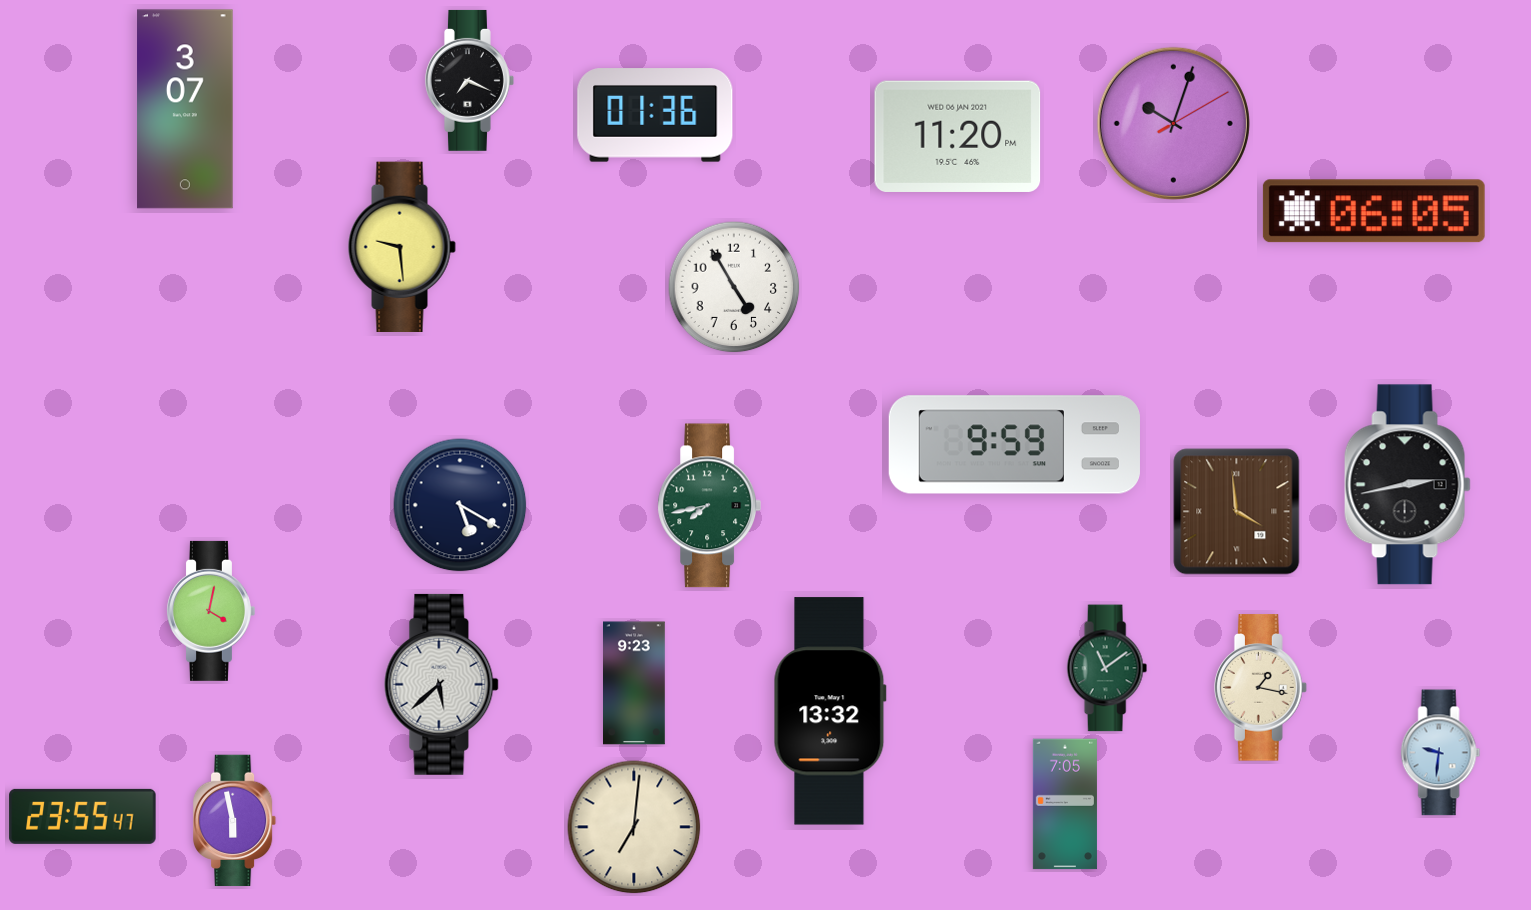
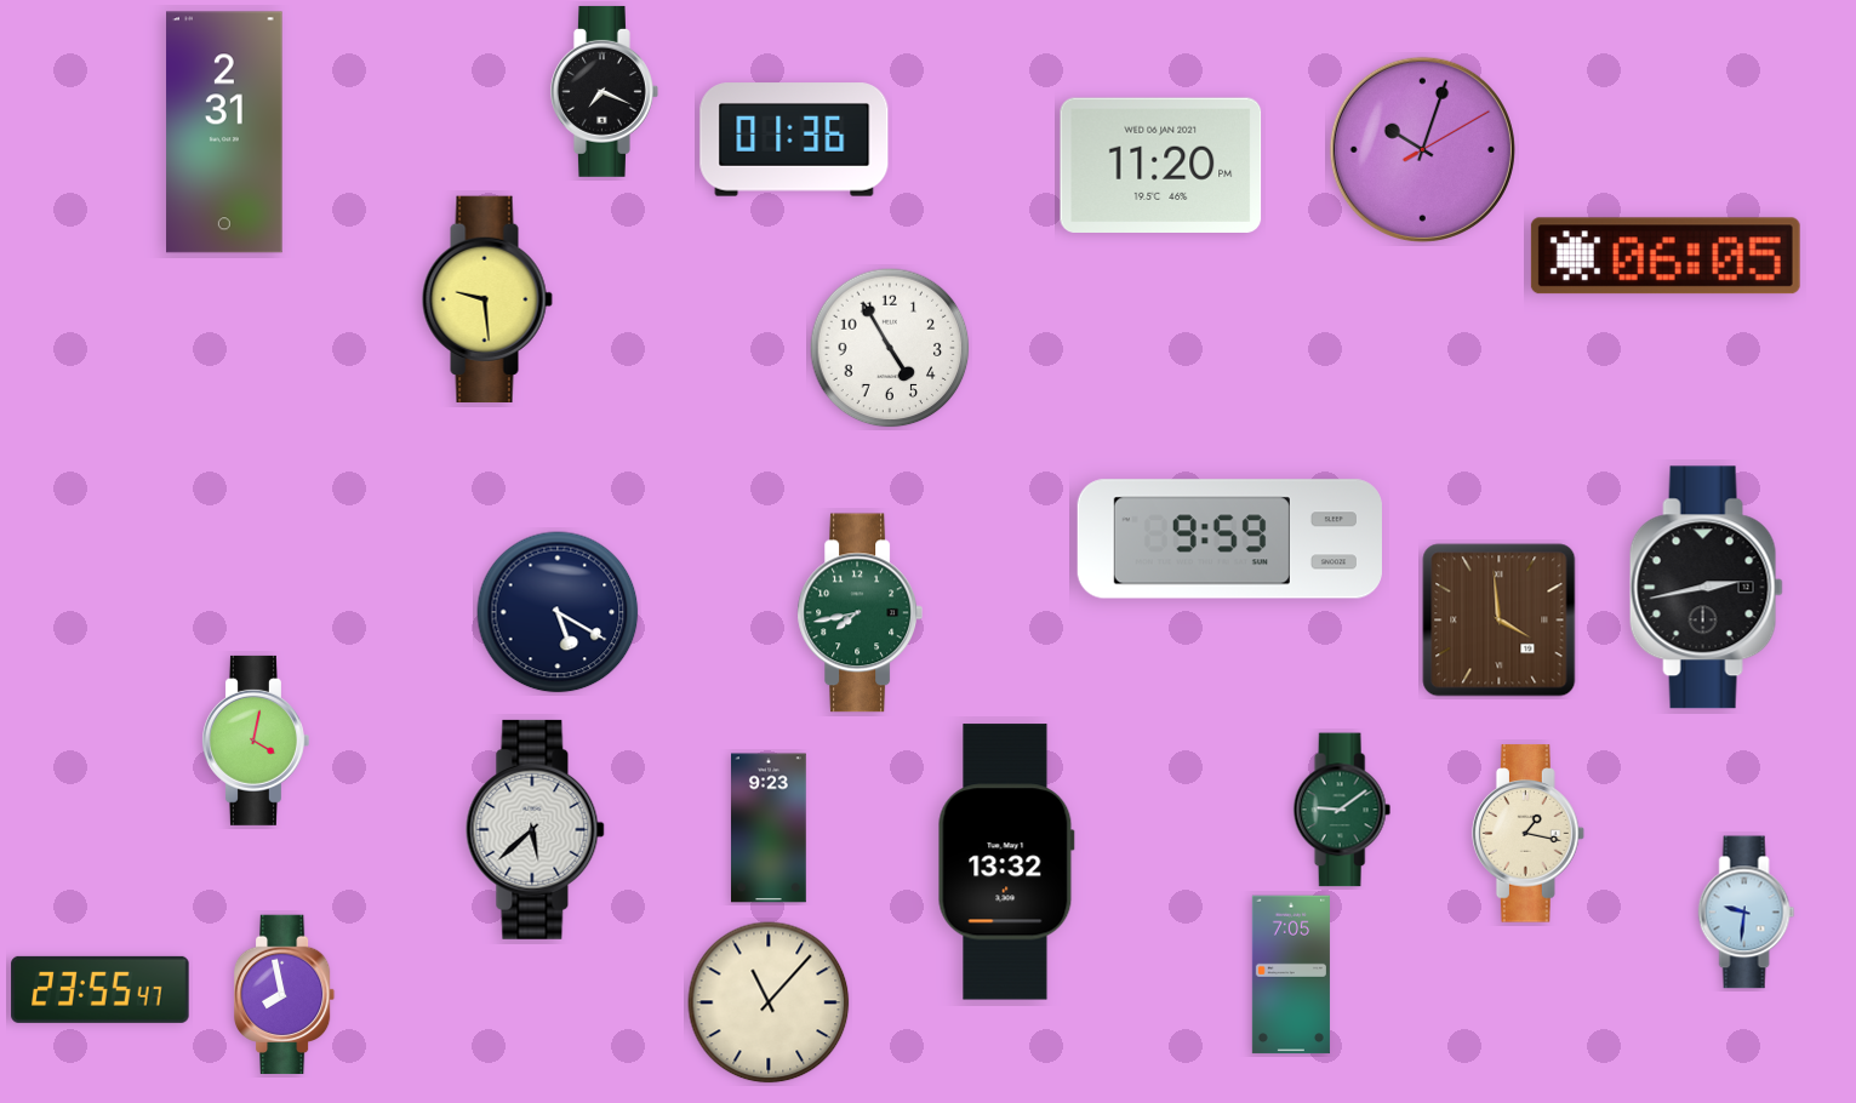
clock at (469, 80) position: (469, 80) -> (604, 91)
clock at (185, 109): 3:07 -> 2:31
clock at (1107, 668): 11:09 -> 9:09
clock at (235, 821): 5:58 -> 7:58
clock at (634, 827): 7:01 -> 11:07
